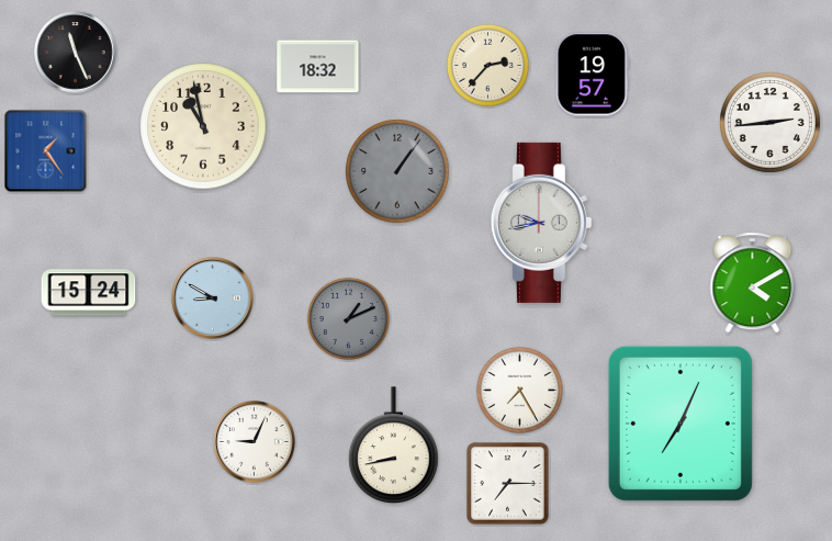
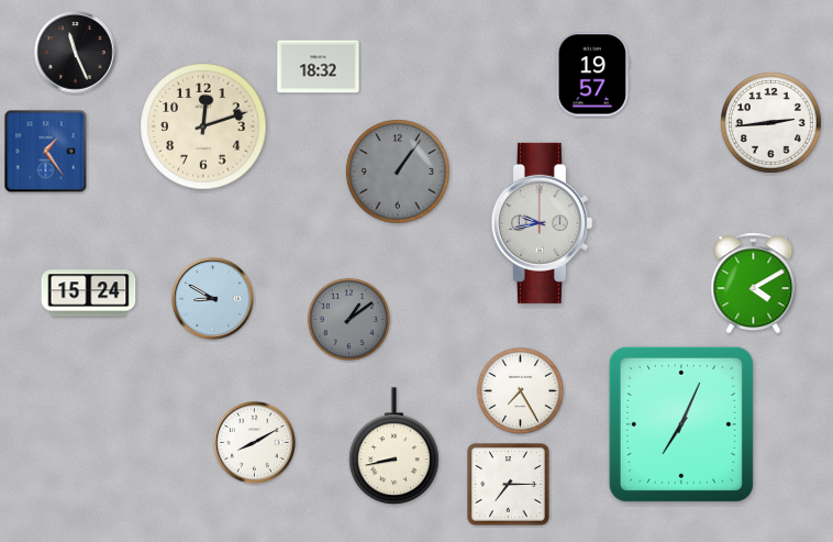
clock at (487, 65): 2:37 -> none
clock at (203, 126): 10:58 -> 12:12
clock at (348, 318): 1:11 -> 1:09
clock at (255, 442): 9:04 -> 8:10
